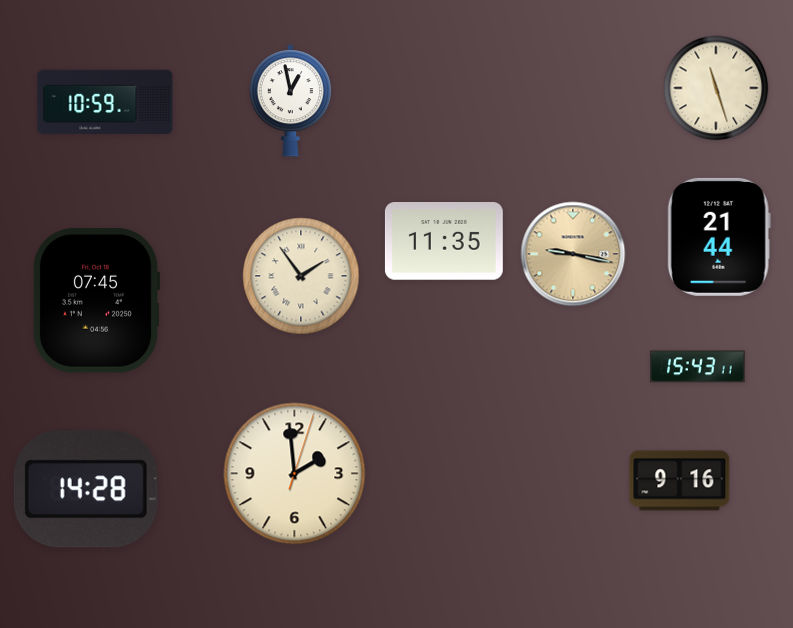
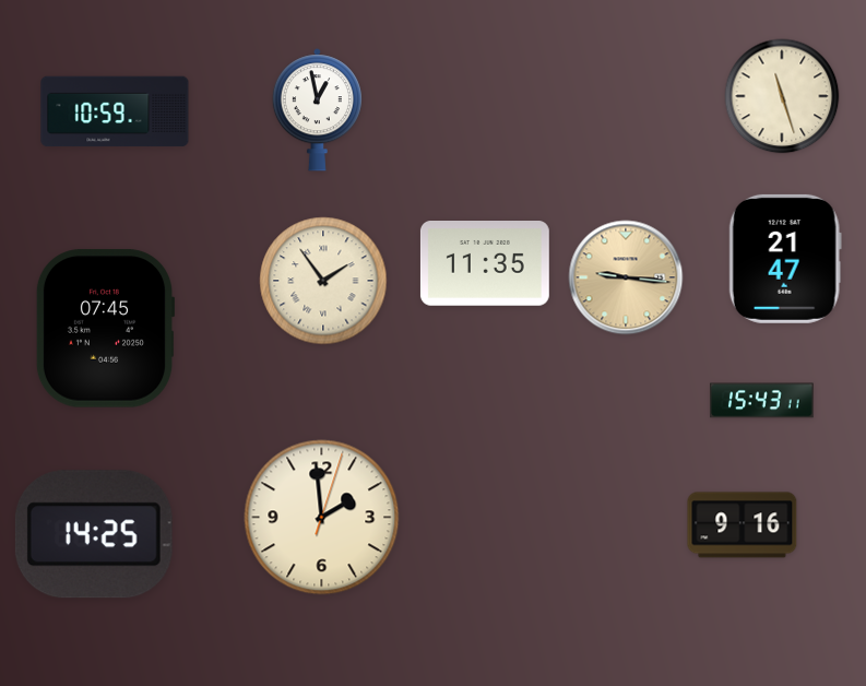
clock at (719, 237): 21:44 -> 21:47
clock at (573, 254): 9:17 -> 9:16
clock at (301, 276) position: (301, 276) -> (323, 281)
clock at (86, 489): 14:28 -> 14:25
